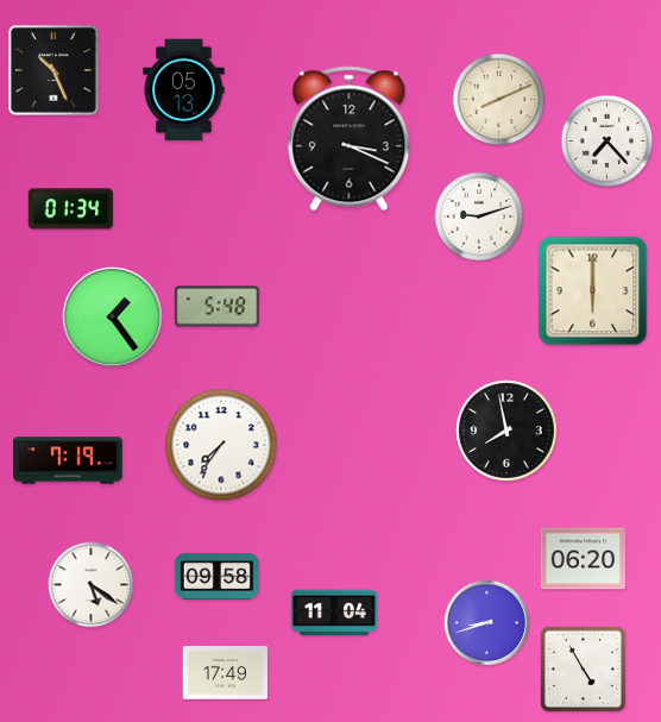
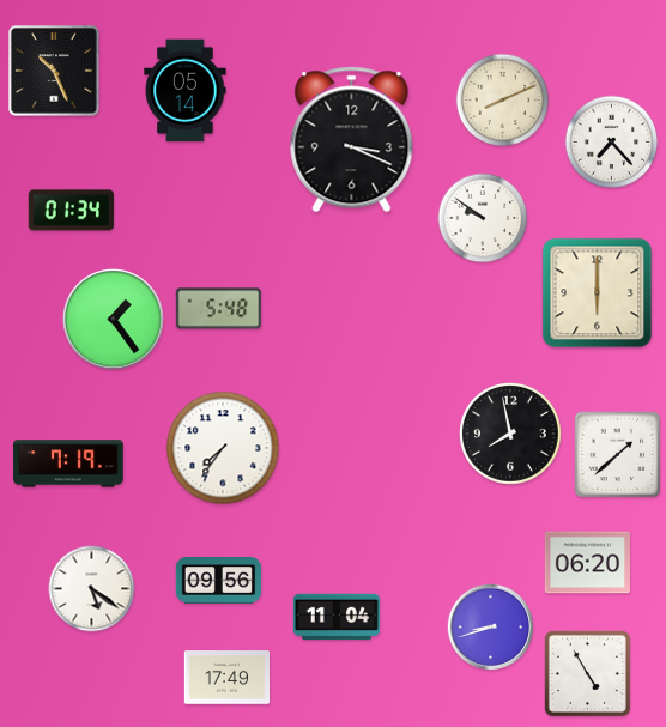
clock at (184, 90): 05:13 -> 05:14
clock at (479, 216): 9:12 -> 9:51
clock at (618, 455): none -> 1:38
clock at (218, 577): 09:58 -> 09:56
